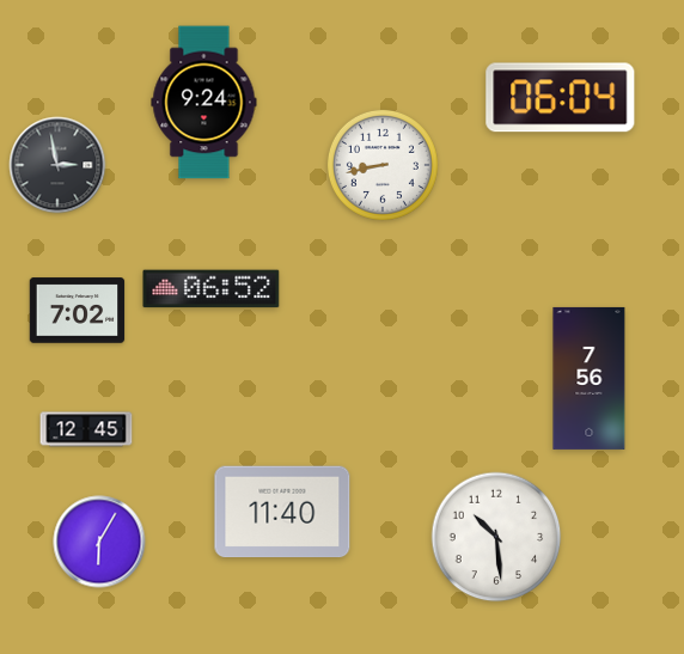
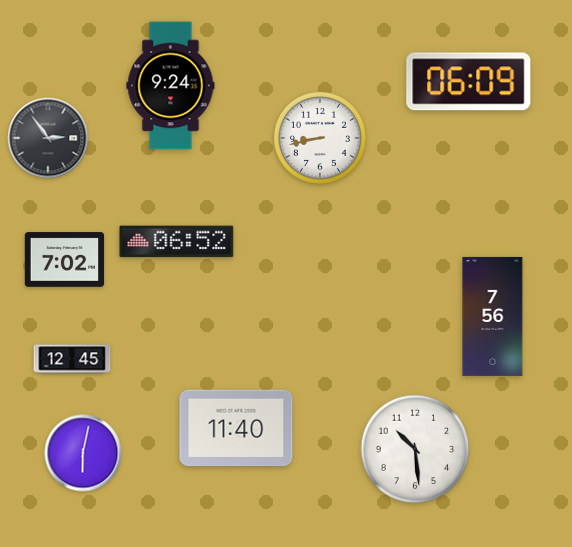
clock at (561, 98): 06:04 -> 06:09
clock at (57, 165): 2:58 -> 2:54
clock at (99, 542): 6:05 -> 6:02
